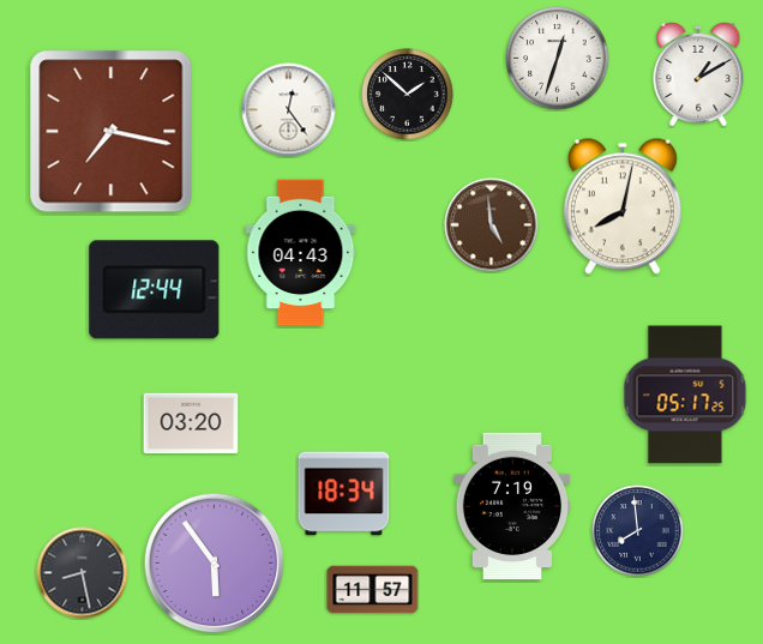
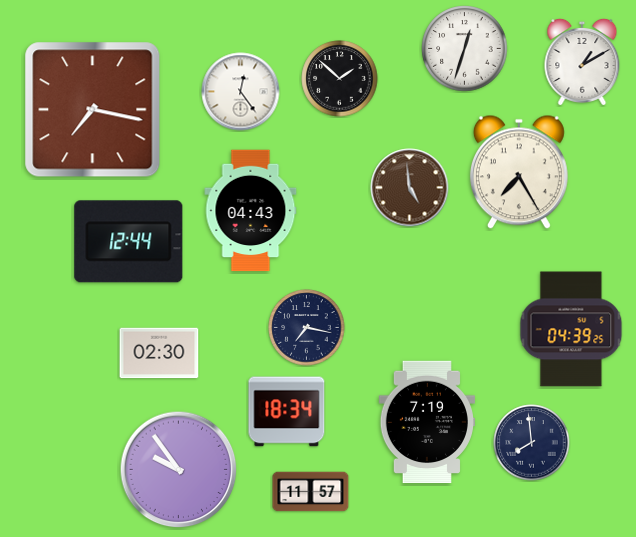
clock at (623, 206): 8:02 -> 7:25
clock at (307, 328): none -> 7:17
clock at (685, 395): 05:17 -> 04:39
clock at (191, 423): 03:20 -> 02:30
clock at (215, 564): 5:54 -> 9:54
clock at (83, 573): 8:28 -> none
